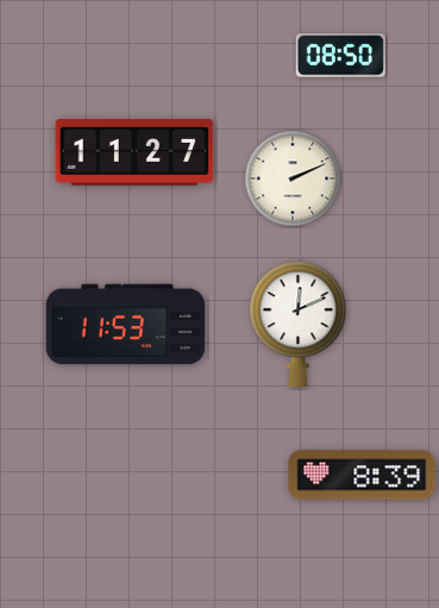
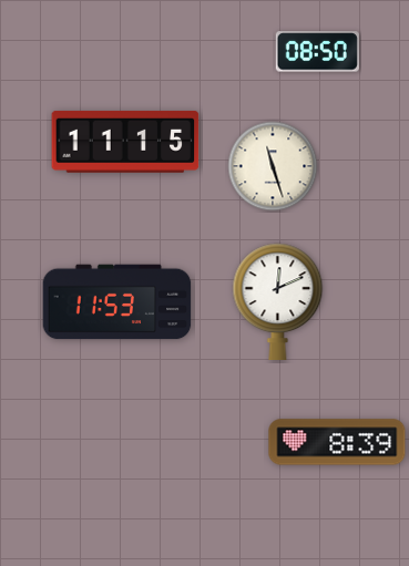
clock at (134, 152): 11:27 -> 11:15
clock at (293, 178): 2:11 -> 11:27
